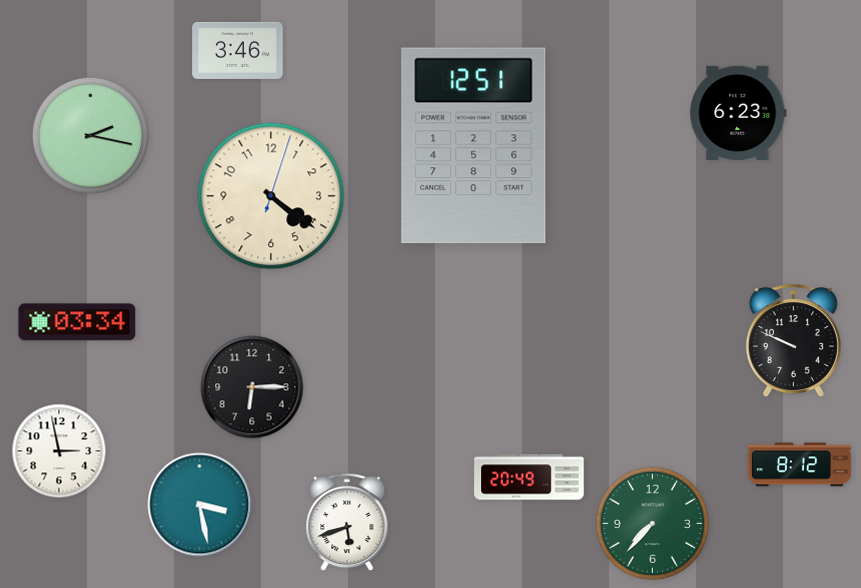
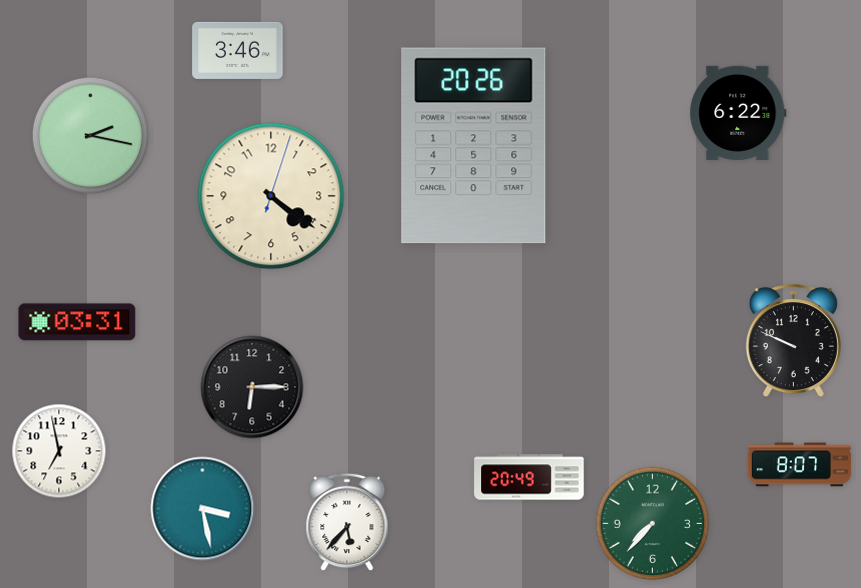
clock at (738, 113): 6:23 -> 6:22
clock at (474, 146): 12:51 -> 20:26
clock at (77, 322): 03:34 -> 03:31
clock at (59, 451): 2:58 -> 6:58
clock at (800, 465): 8:12 -> 8:07
clock at (200, 505) position: (200, 505) -> (203, 509)
clock at (347, 522): 5:42 -> 5:37
